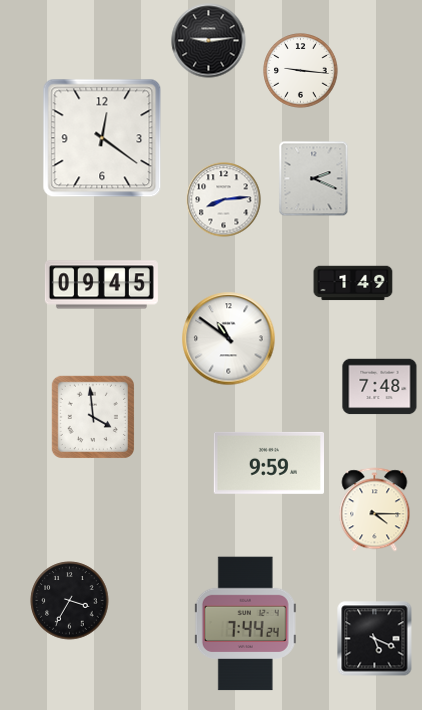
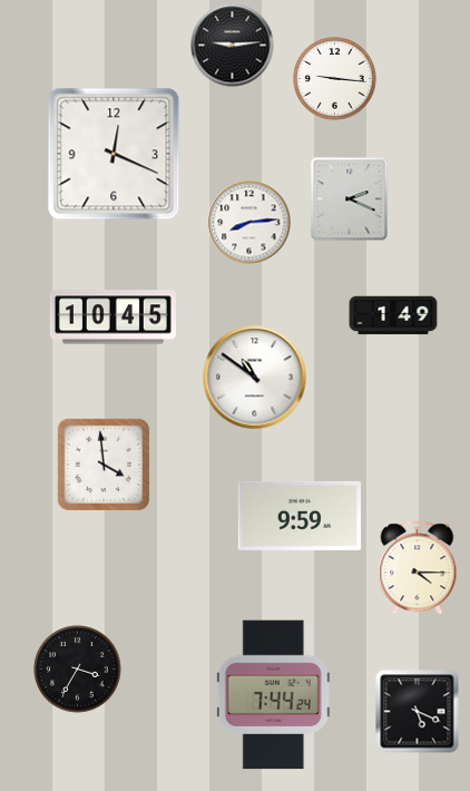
clock at (102, 138): 12:21 -> 12:19
clock at (101, 285): 09:45 -> 10:45
clock at (380, 387): 7:48 -> none
